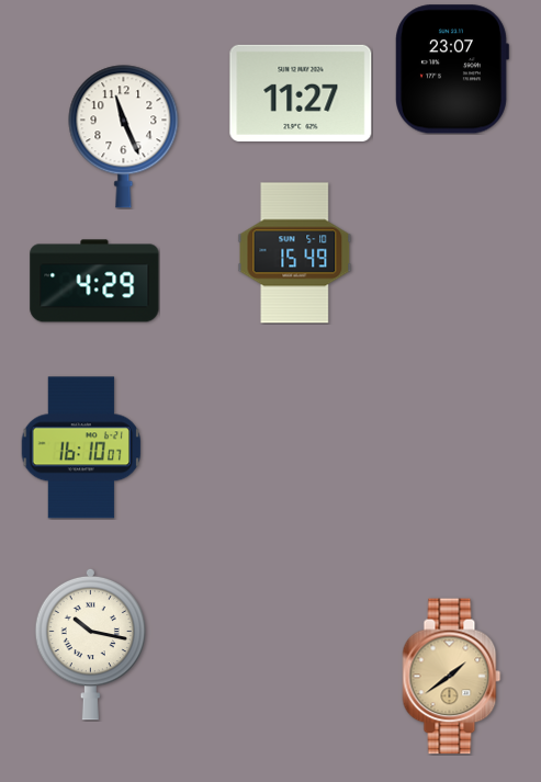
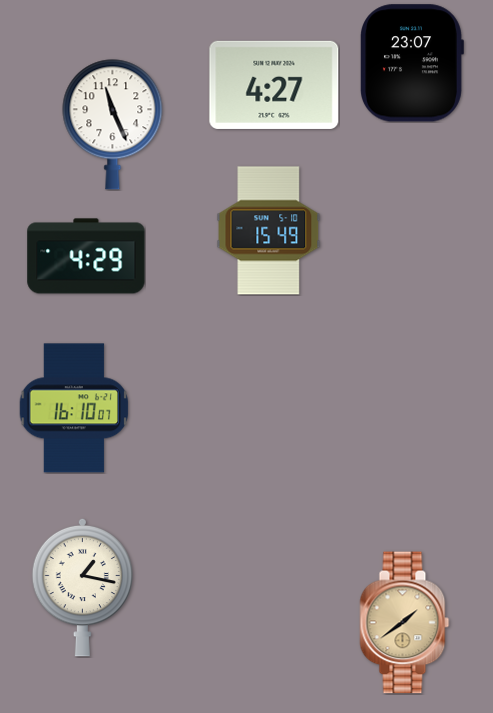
clock at (301, 93): 11:27 -> 4:27
clock at (90, 644): 10:17 -> 1:17
clock at (452, 677) position: (452, 677) -> (405, 623)
